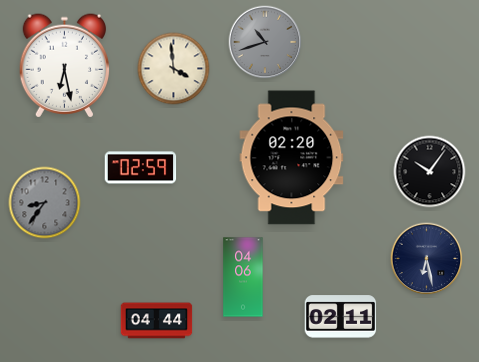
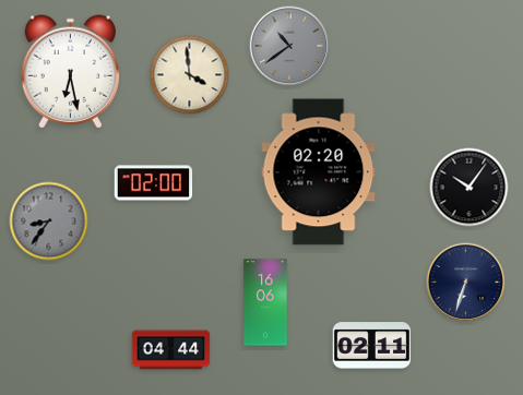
clock at (265, 42): 10:42 -> 10:39
clock at (141, 168): 02:59 -> 02:00
clock at (427, 259): 6:28 -> 6:33
clock at (243, 277): 04:06 -> 16:06
